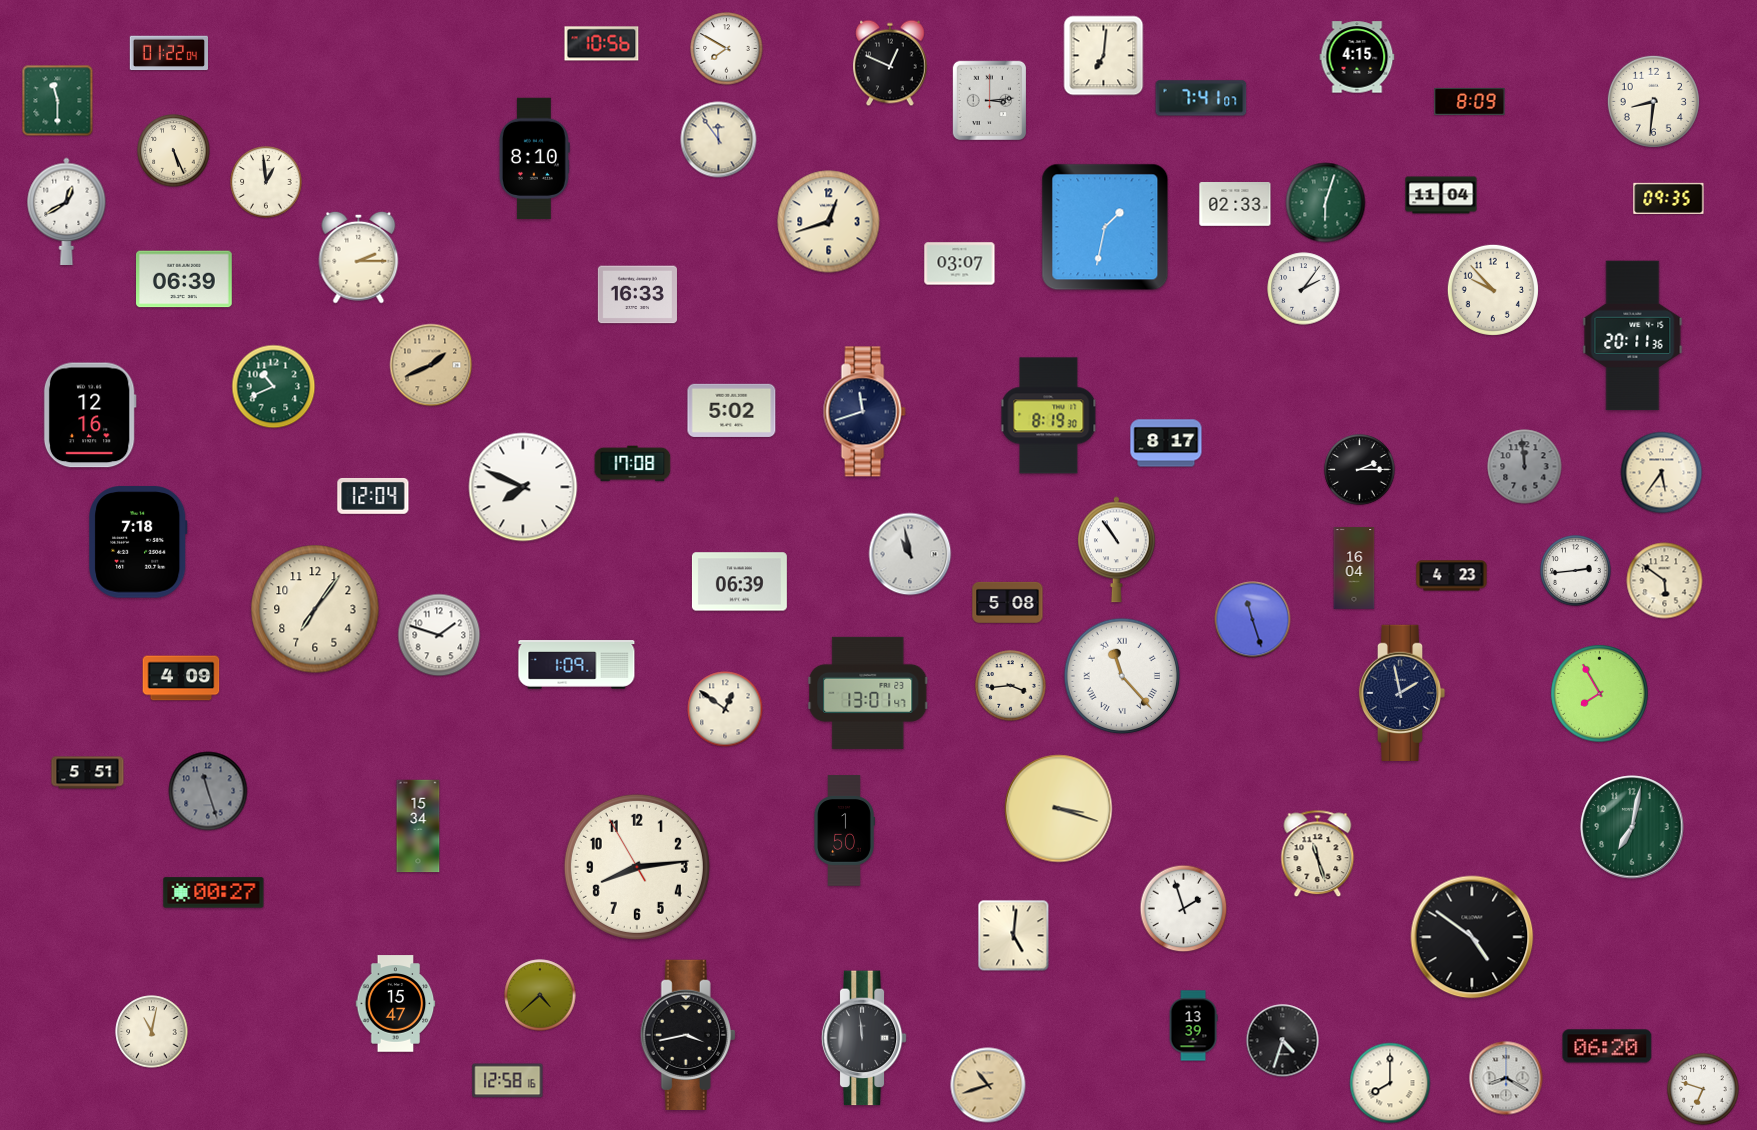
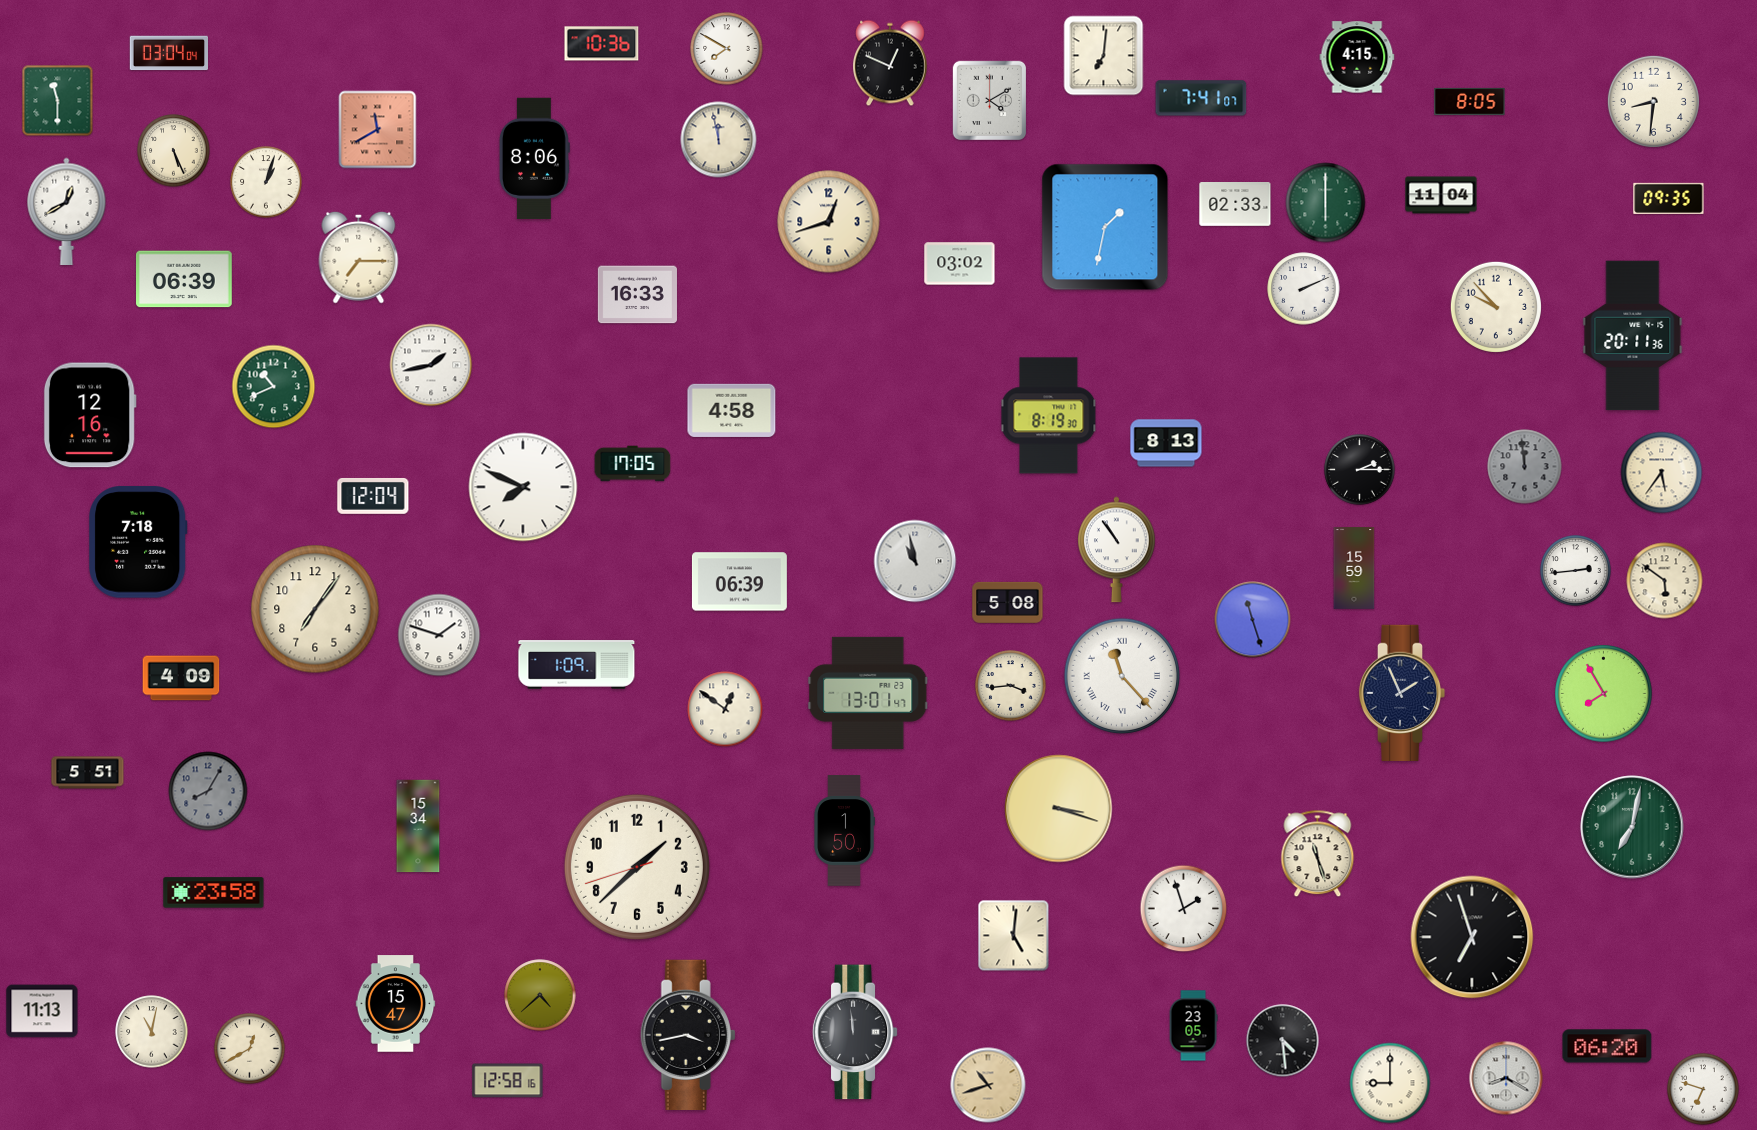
clock at (602, 44): 10:56 -> 10:36
clock at (168, 53): 01:22 -> 03:04
clock at (989, 100): 3:14 -> 4:10
clock at (1470, 101): 8:09 -> 8:05
clock at (378, 130): none -> 11:40
clock at (719, 140): 11:54 -> 11:58
clock at (534, 159): 8:10 -> 8:06
clock at (266, 182): 12:59 -> 1:03
clock at (1326, 203): 6:03 -> 6:00
clock at (359, 257): 2:15 -> 7:15
clock at (960, 264): 03:07 -> 03:02
clock at (1304, 289): 2:06 -> 2:11
clock at (1493, 290) position: (1493, 290) -> (1496, 307)
clock at (431, 365): 1:41 -> 1:43
clock at (431, 365) dial: champagne -> white
clock at (732, 410): 5:02 -> 4:58
clock at (864, 412): 11:42 -> none
clock at (1166, 443): 8:17 -> 8:13
clock at (633, 464): 17:08 -> 17:05
clock at (910, 554) position: (910, 554) -> (915, 561)
clock at (1354, 568): 16:04 -> 15:59
clock at (1452, 576): 4:23 -> none
clock at (1402, 693): 1:58 -> 1:56
clock at (1600, 694) position: (1600, 694) -> (1604, 694)
clock at (208, 791): 11:27 -> 8:05
clock at (637, 867): 8:13 -> 1:37
clock at (214, 893): 00:27 -> 23:58
clock at (1472, 937): 4:51 -> 6:57
clock at (42, 1011): none -> 11:13
clock at (1193, 1026): 13:39 -> 23:05
clock at (864, 1038) position: (864, 1038) -> (855, 1032)
clock at (1283, 1041): 4:33 -> 4:29
clock at (250, 1049): none -> 12:40
clock at (1390, 1083): 8:00 -> 9:00
